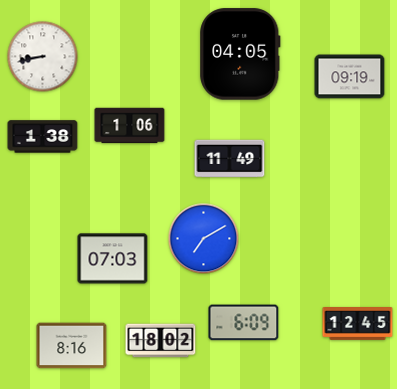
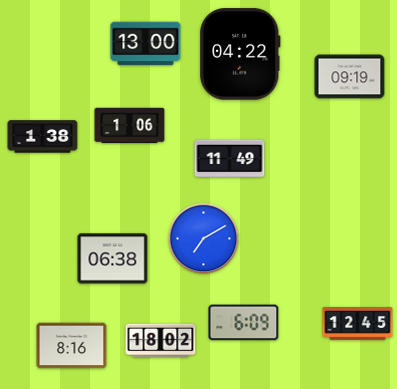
clock at (146, 44): none -> 13:00
clock at (240, 54): 04:05 -> 04:22
clock at (43, 57): 8:43 -> none
clock at (113, 259): 07:03 -> 06:38
